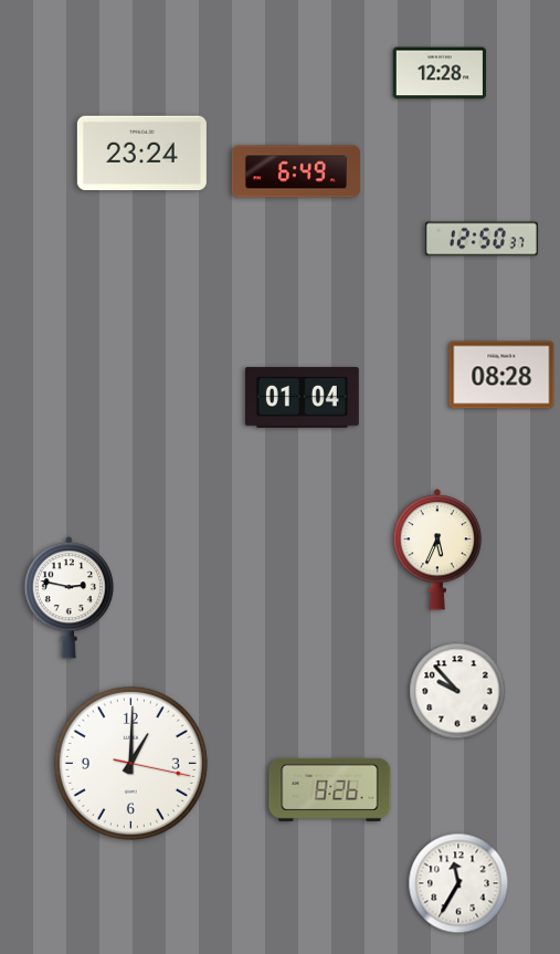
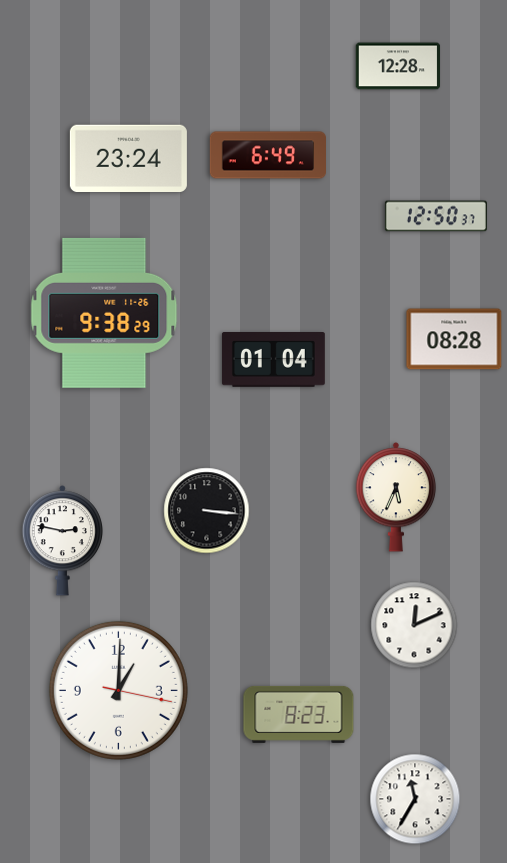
clock at (141, 153) position: (141, 153) -> (128, 158)
clock at (104, 313): none -> 9:38
clock at (207, 511): none -> 3:16
clock at (457, 691): 9:53 -> 12:11
clock at (330, 789): 8:26 -> 8:23
